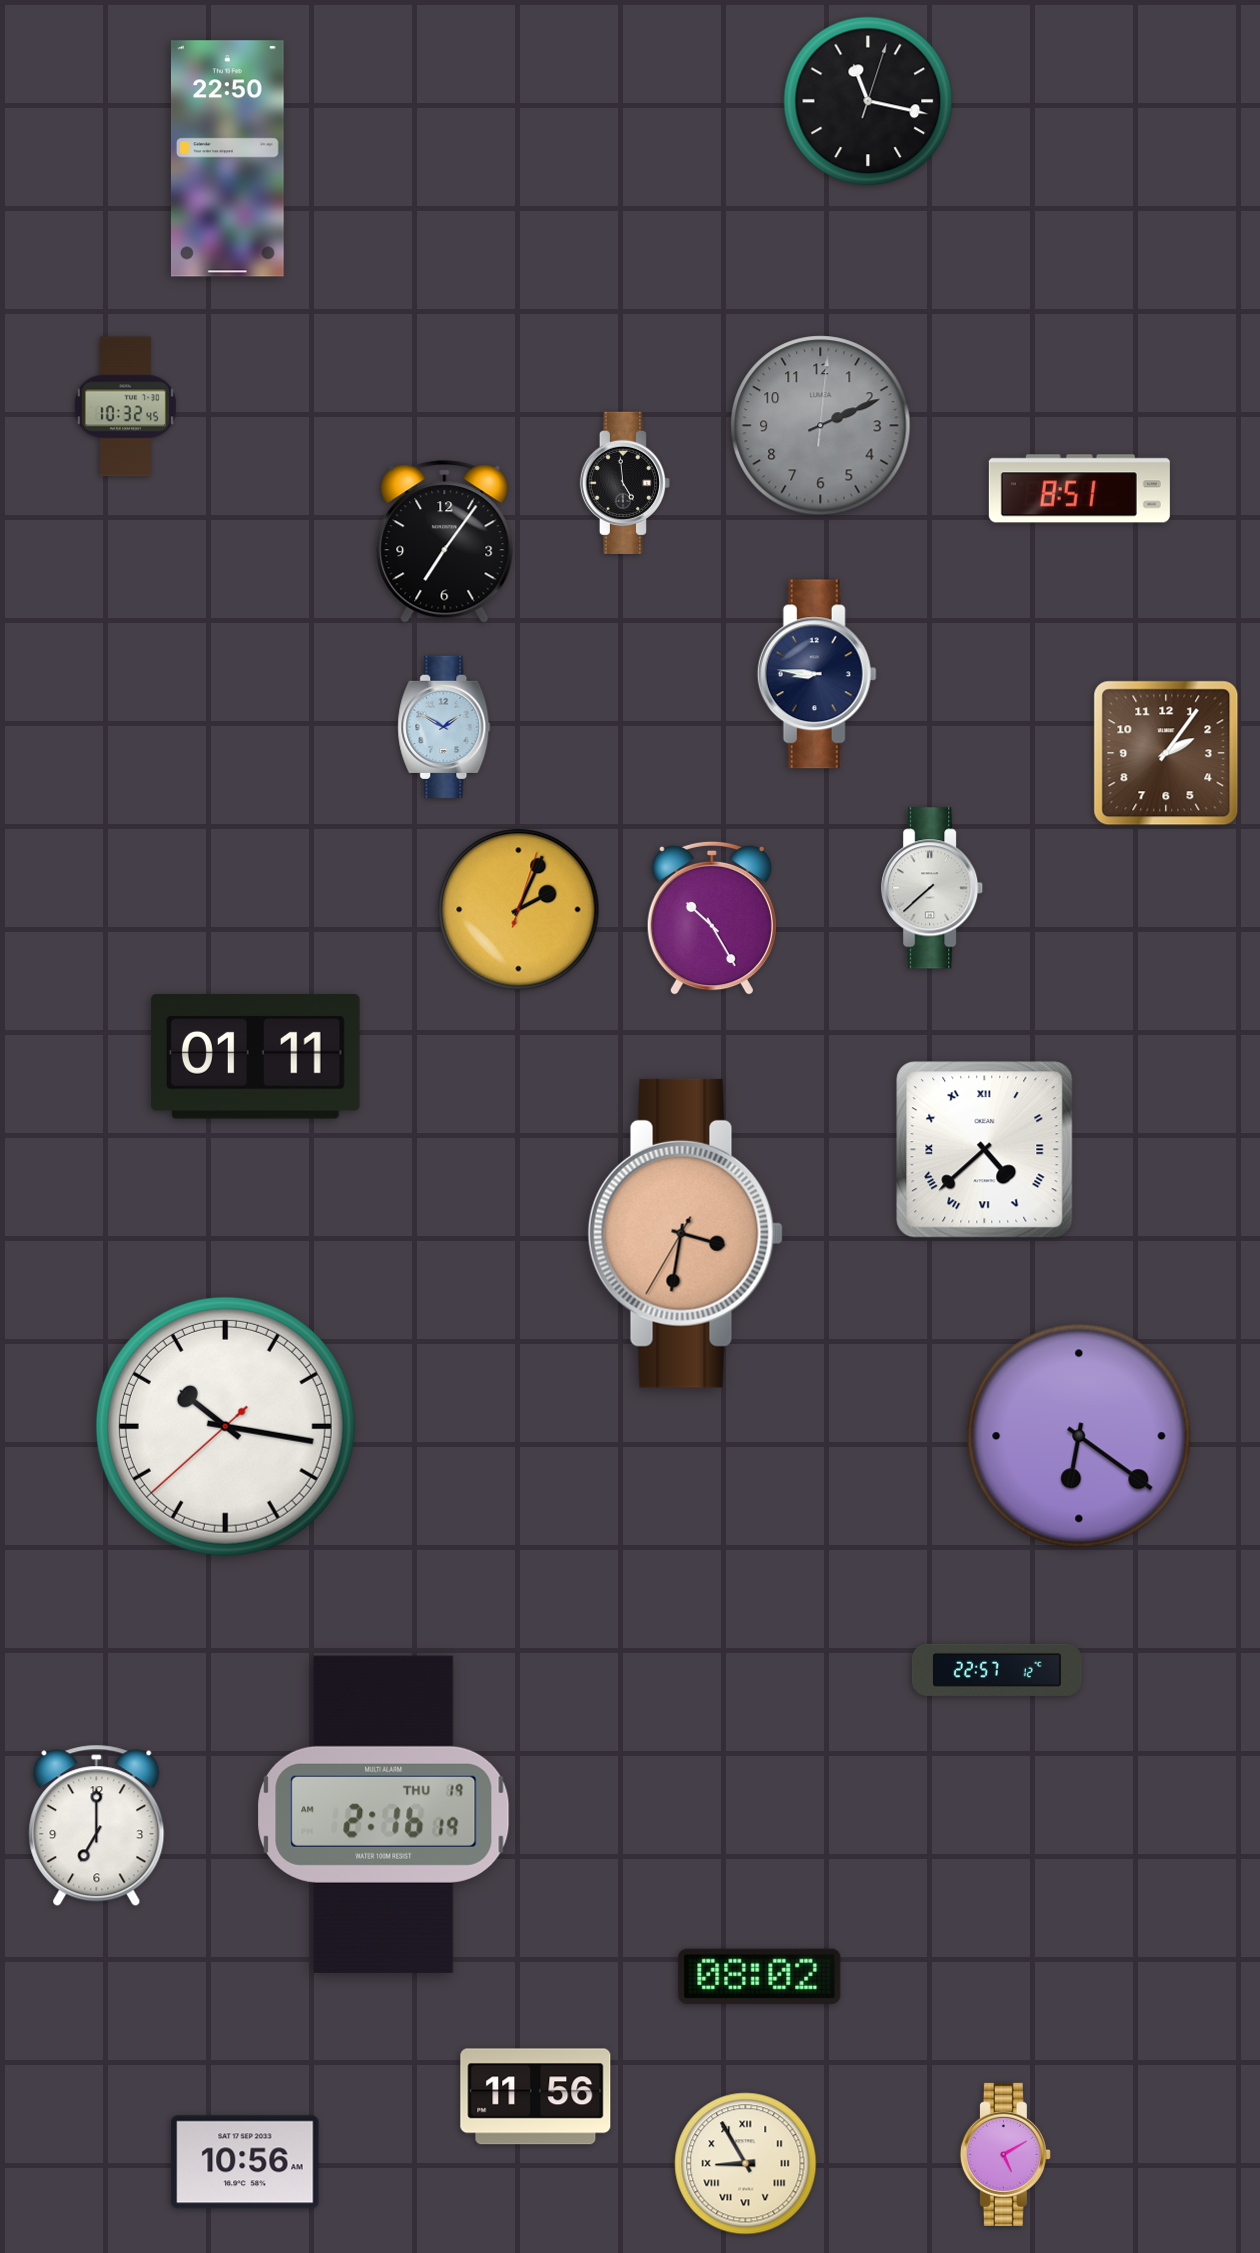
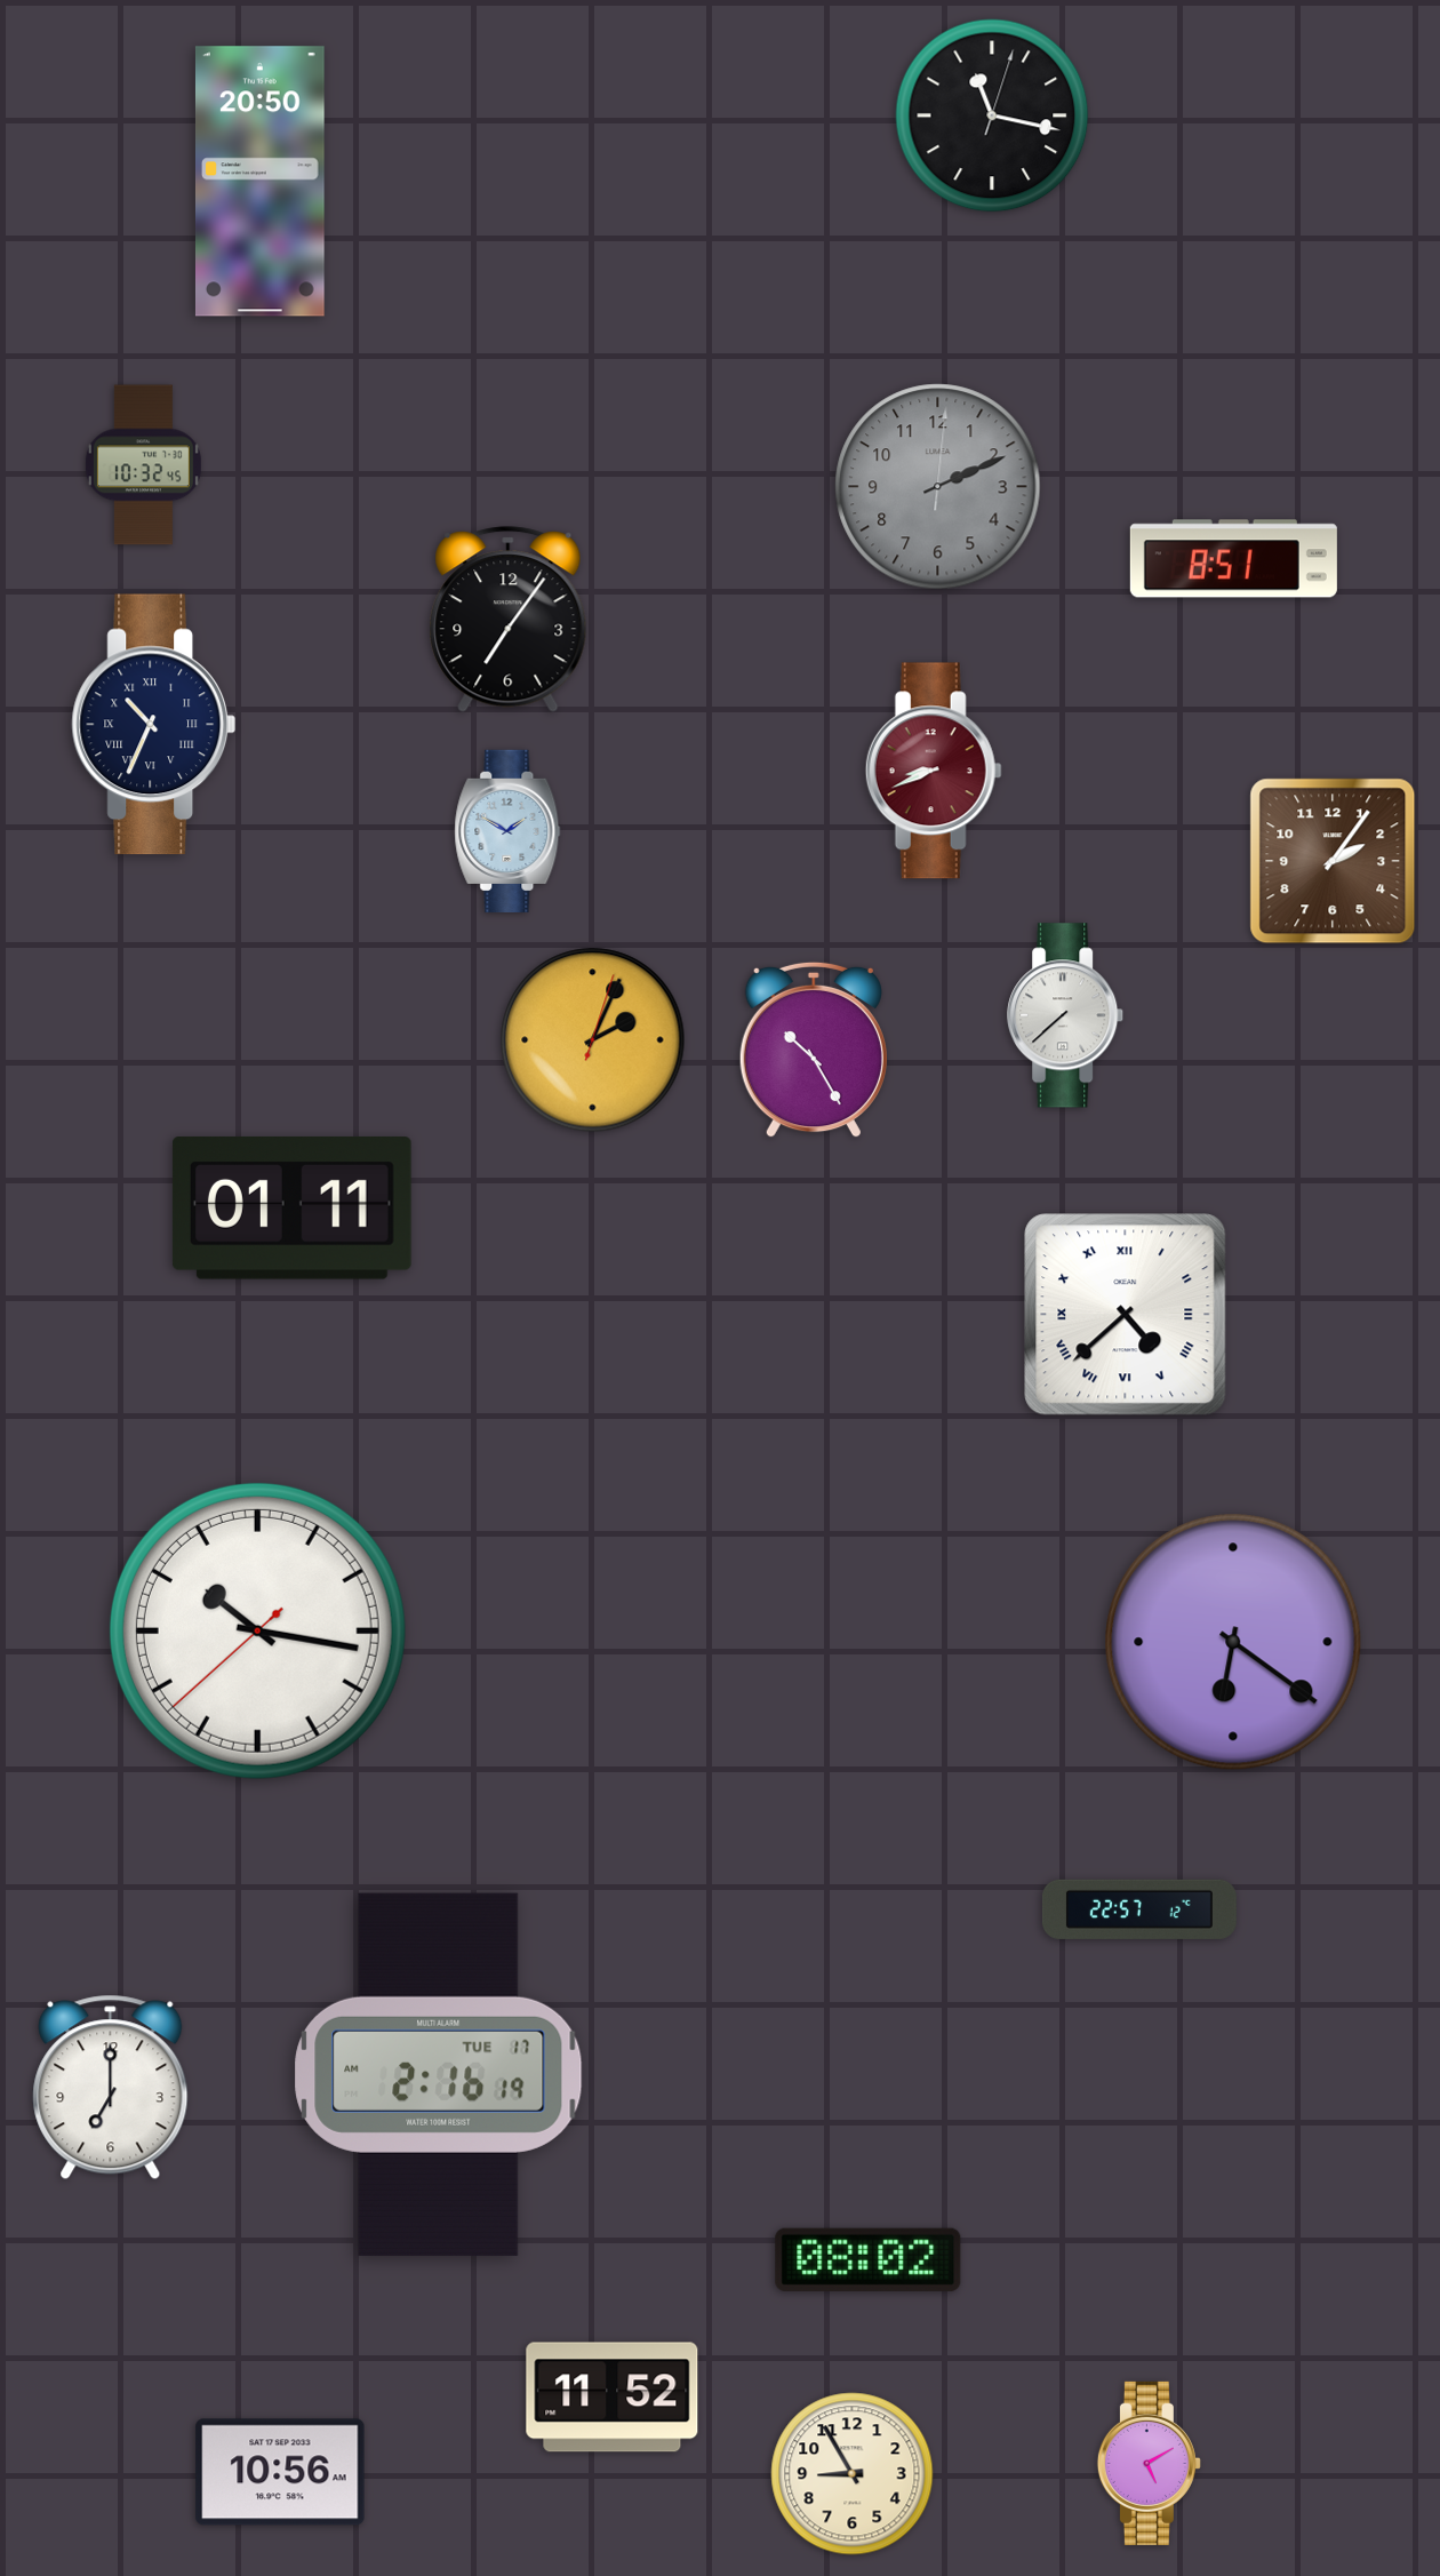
clock at (228, 159): 22:50 -> 20:50
clock at (624, 483): 4:59 -> none
clock at (154, 725): none -> 10:34
clock at (817, 674): 8:46 -> 8:41
clock at (817, 674) dial: navy -> burgundy
clock at (685, 1233): 3:31 -> none
clock at (384, 1814) date: THU 19 -> TUE 17
clock at (536, 2097): 11:56 -> 11:52
clock at (746, 2164) numerals: Roman -> Arabic
